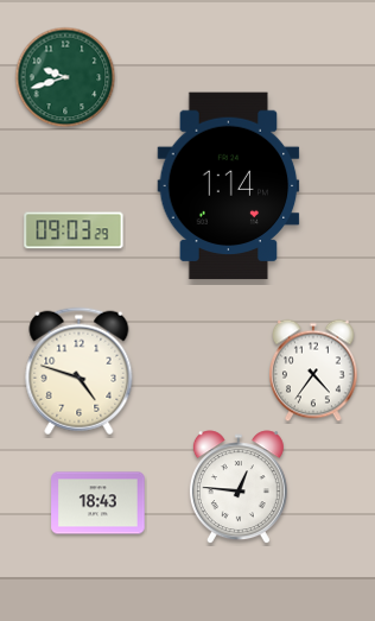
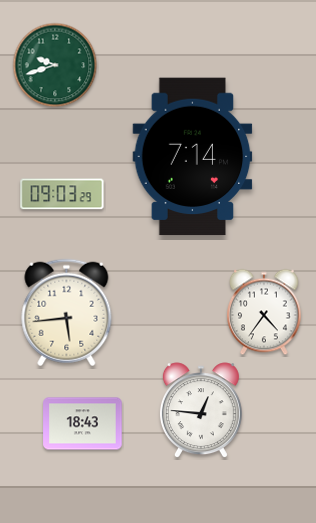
clock at (229, 186): 1:14 -> 7:14
clock at (80, 372): 4:48 -> 5:44
